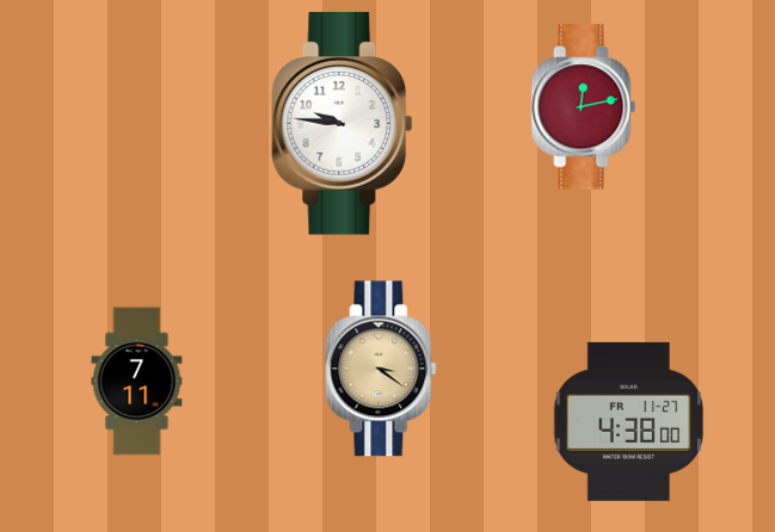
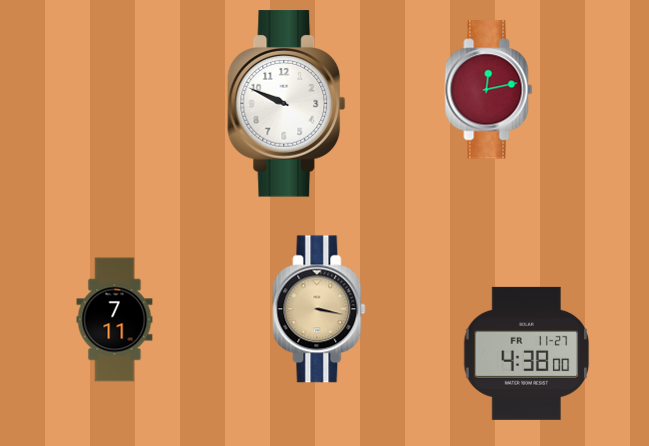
clock at (343, 124): 9:46 -> 9:49
clock at (381, 369): 3:21 -> 3:17
